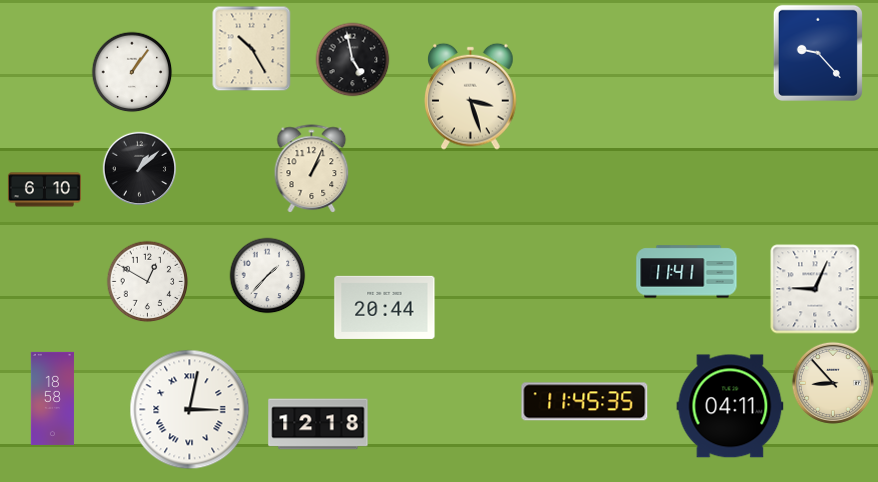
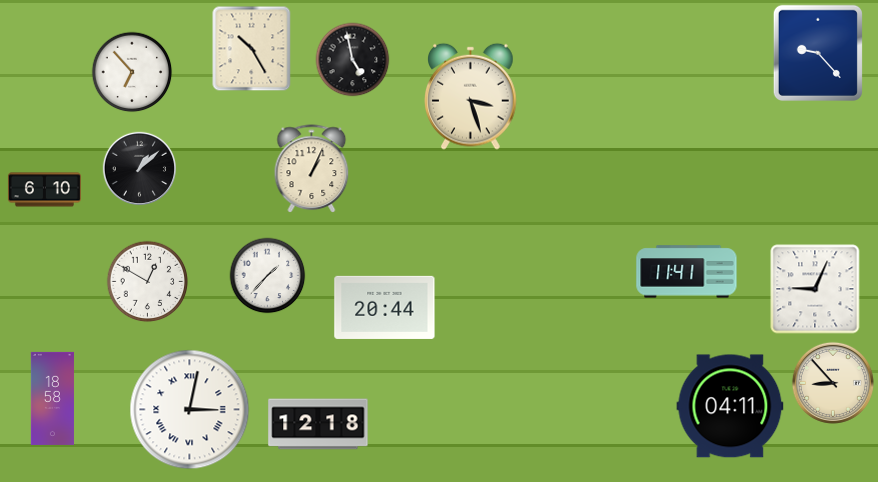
clock at (132, 72): 1:06 -> 6:53
clock at (585, 402): 11:45 -> none
